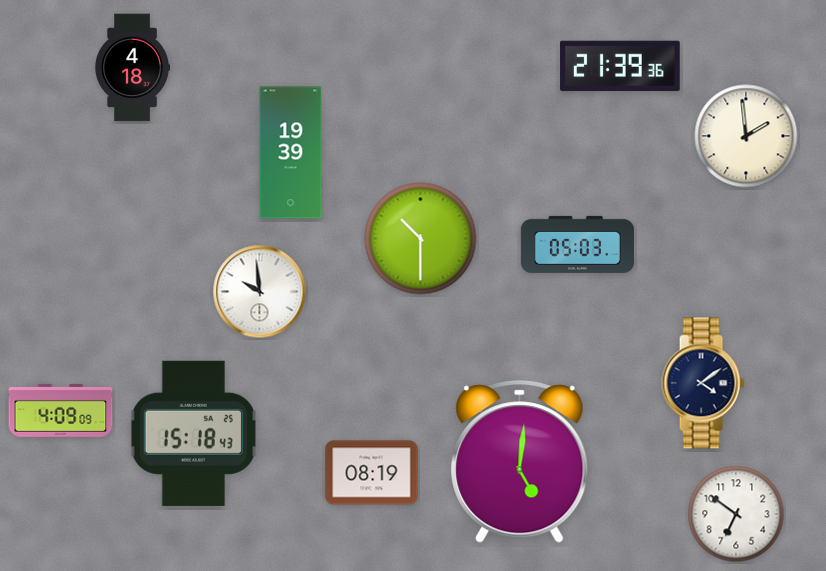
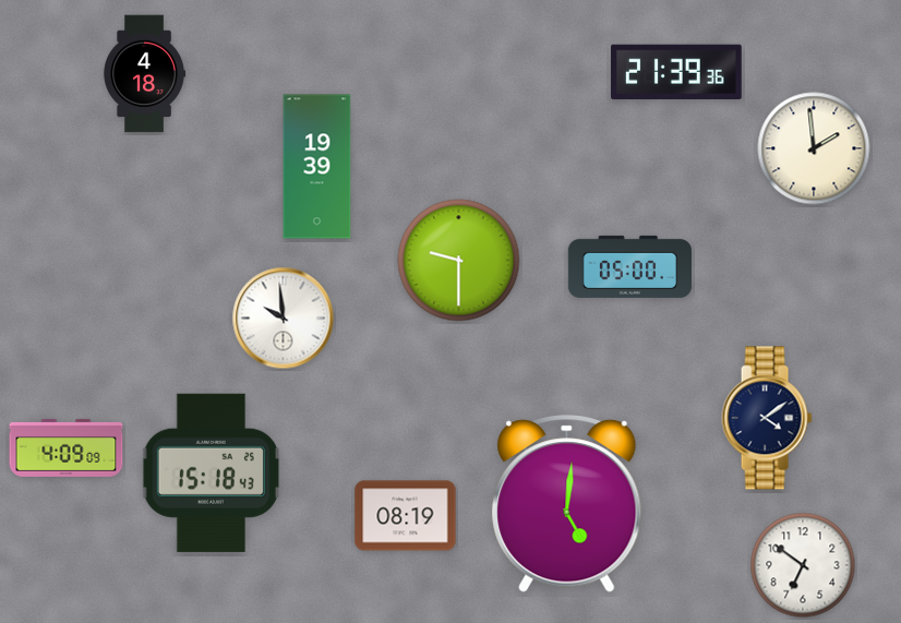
clock at (421, 239): 10:30 -> 9:30
clock at (577, 244): 05:03 -> 05:00
clock at (736, 514) position: (736, 514) -> (803, 565)
